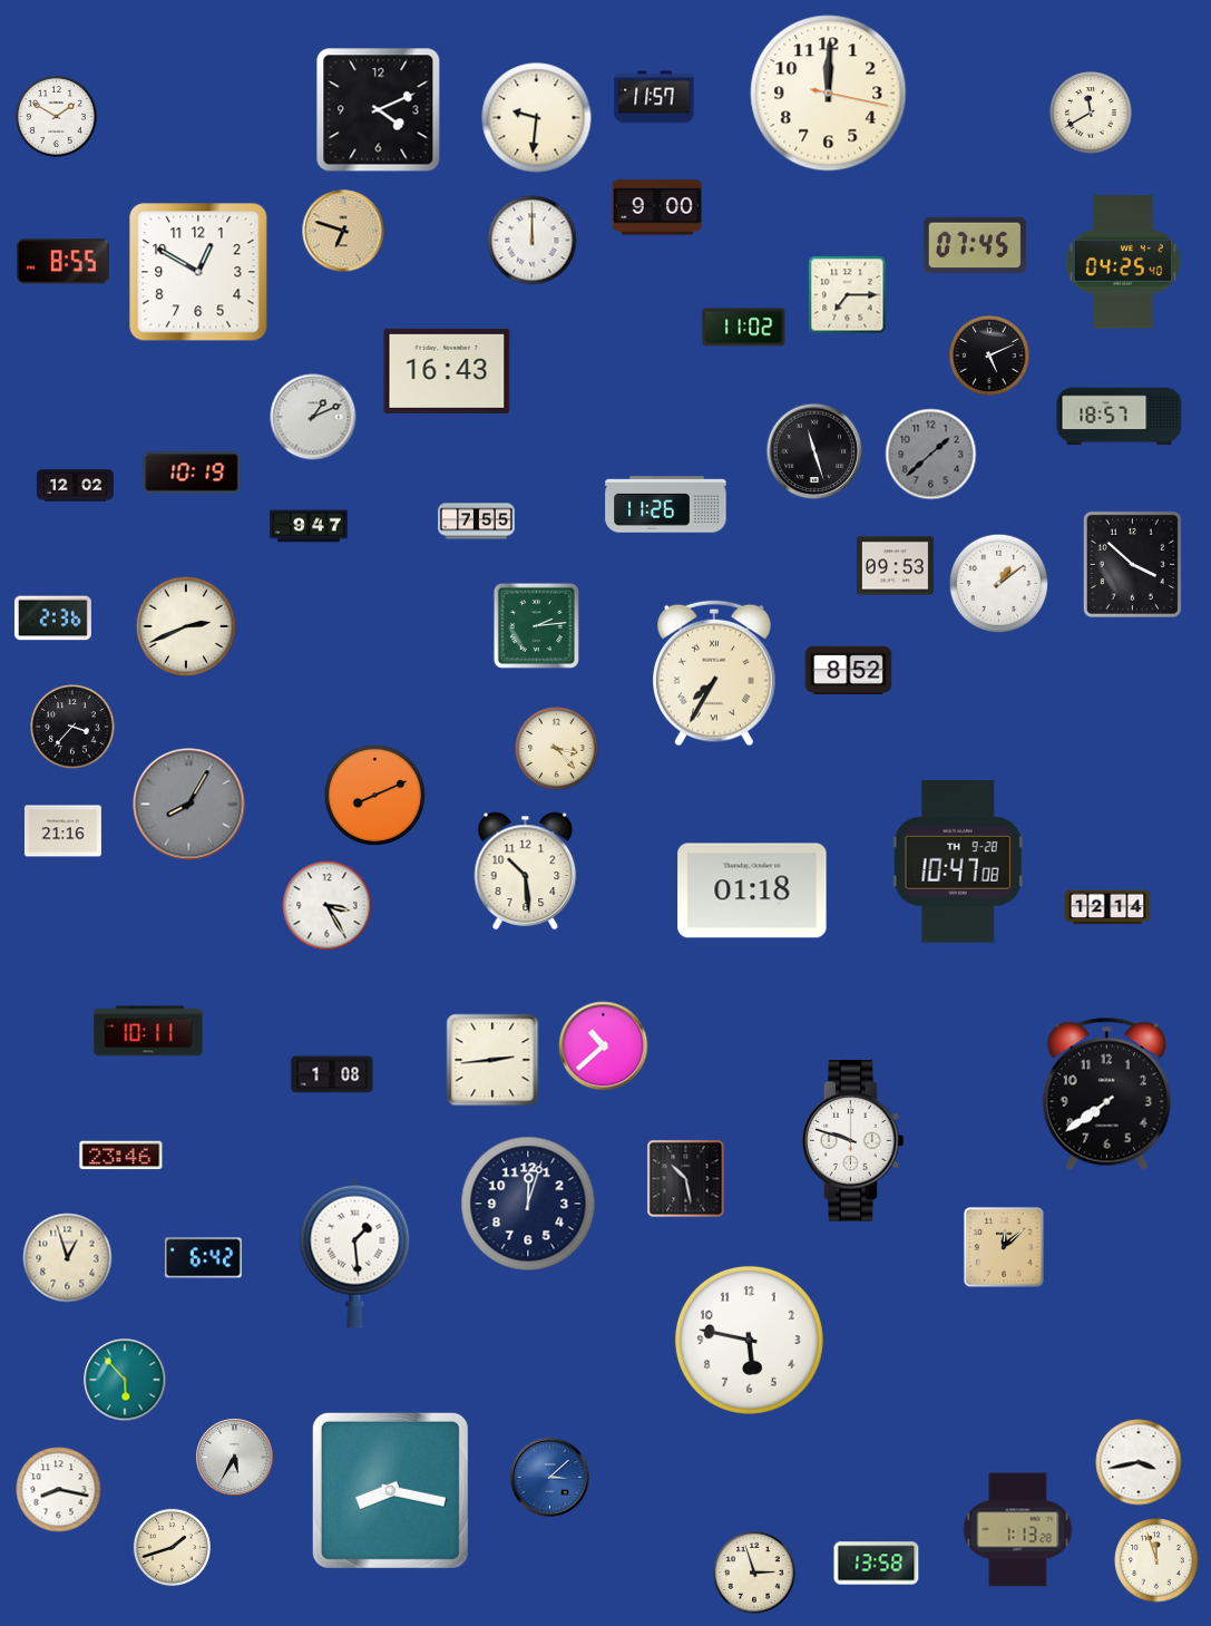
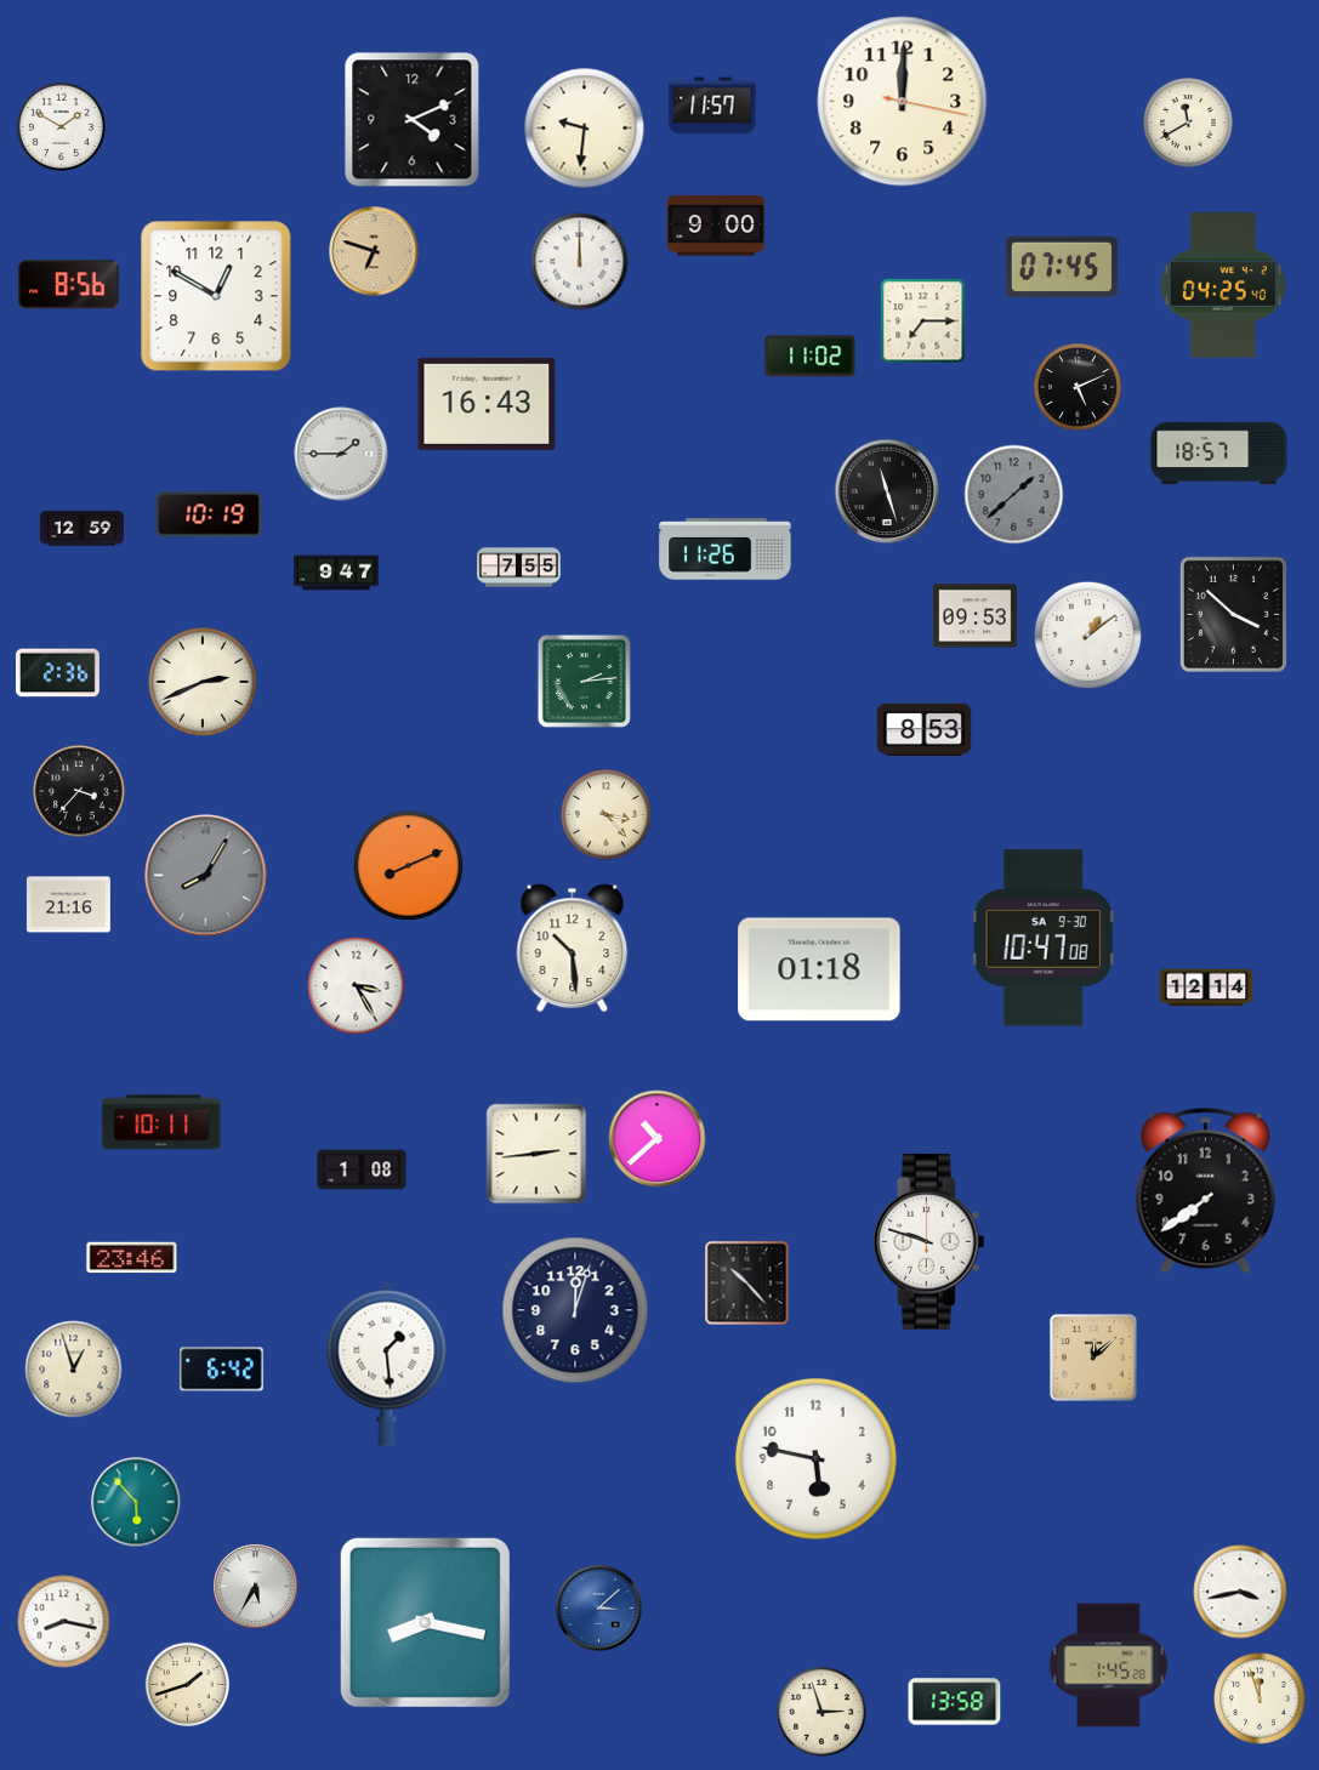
clock at (64, 262): 8:55 -> 8:56
clock at (313, 417): 1:11 -> 1:45
clock at (75, 486): 12:02 -> 12:59
clock at (849, 670): 8:52 -> 8:53
clock at (714, 673): 7:35 -> none
clock at (958, 861) date: TH 9-28 -> SA 9-30
clock at (686, 1179): 10:28 -> 10:23
clock at (1018, 1530): 1:13 -> 1:45
